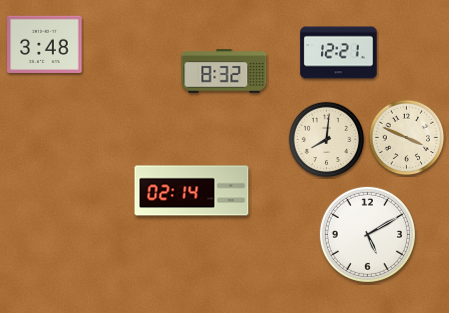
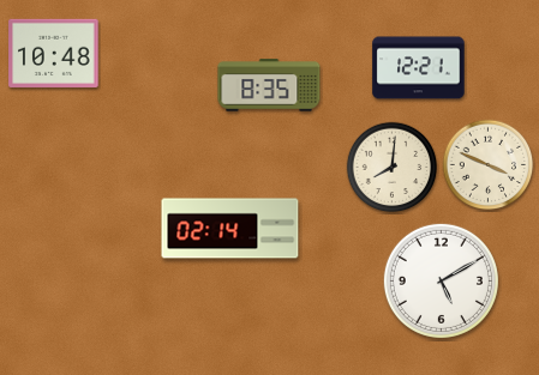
clock at (45, 44): 3:48 -> 10:48
clock at (339, 53) position: (339, 53) -> (419, 68)
clock at (224, 71): 8:32 -> 8:35
